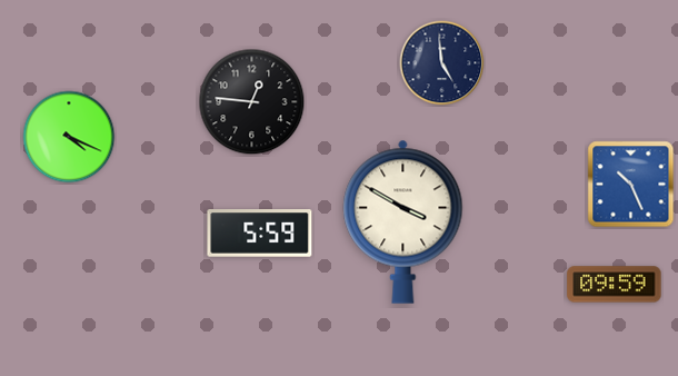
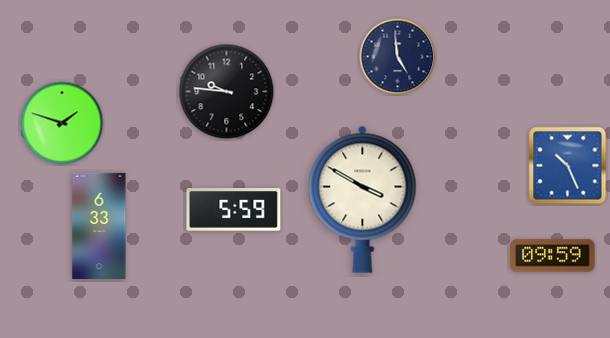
clock at (252, 102): 12:46 -> 9:46
clock at (69, 137): 4:19 -> 1:48
clock at (99, 225): none -> 6:33
